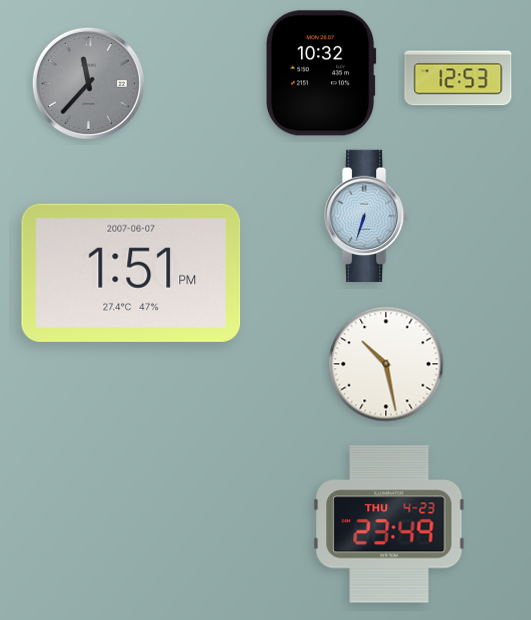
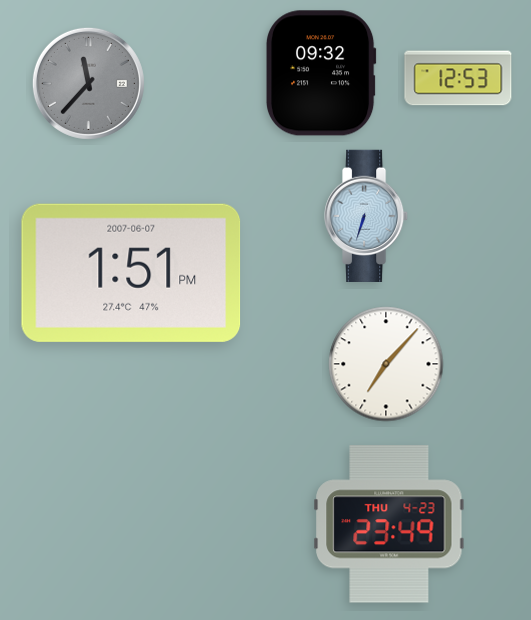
clock at (321, 73): 10:32 -> 09:32
clock at (386, 364): 10:28 -> 7:07
